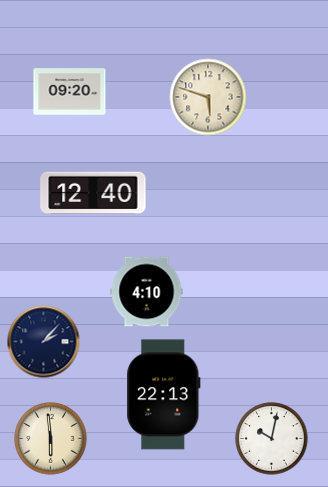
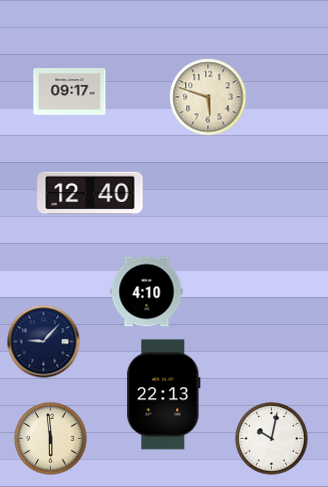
clock at (70, 92): 09:20 -> 09:17
clock at (93, 193) position: (93, 193) -> (90, 193)
clock at (44, 342): 2:07 -> 9:07
